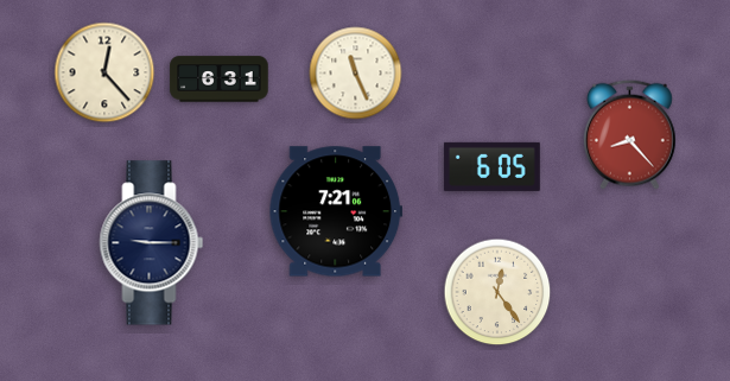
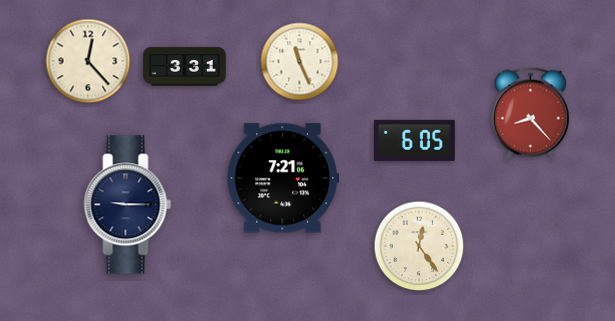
clock at (220, 80): 6:31 -> 3:31
